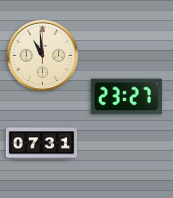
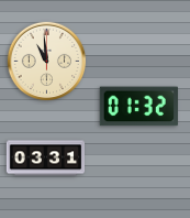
clock at (126, 97): 23:27 -> 01:32
clock at (42, 144): 07:31 -> 03:31
